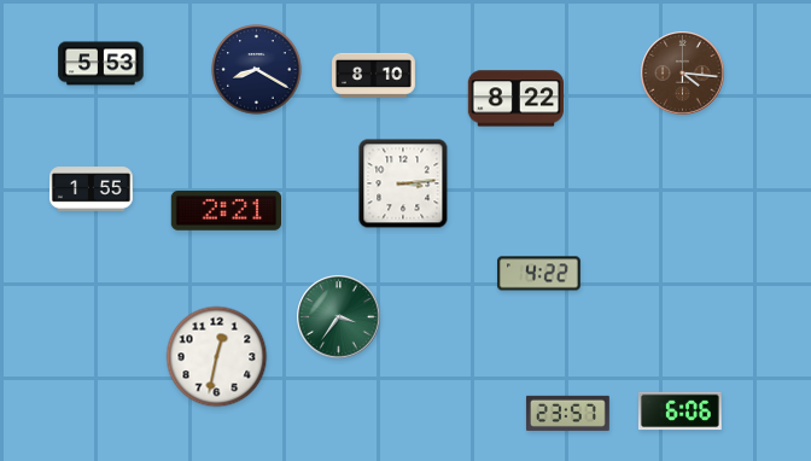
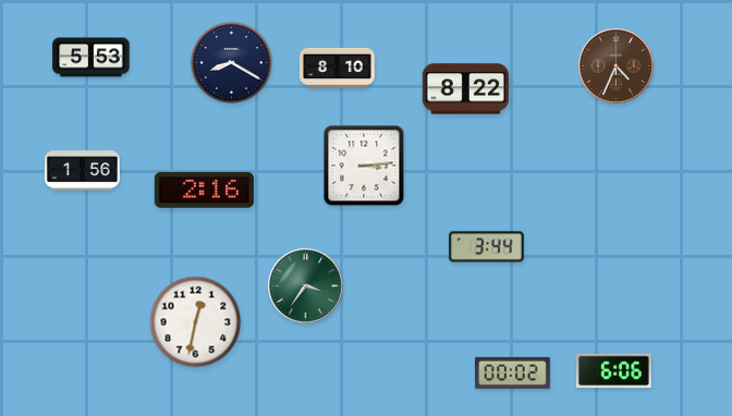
clock at (683, 74): 4:16 -> 4:34
clock at (92, 189): 1:55 -> 1:56
clock at (227, 211): 2:21 -> 2:16
clock at (539, 274): 4:22 -> 3:44
clock at (567, 413): 23:57 -> 00:02
